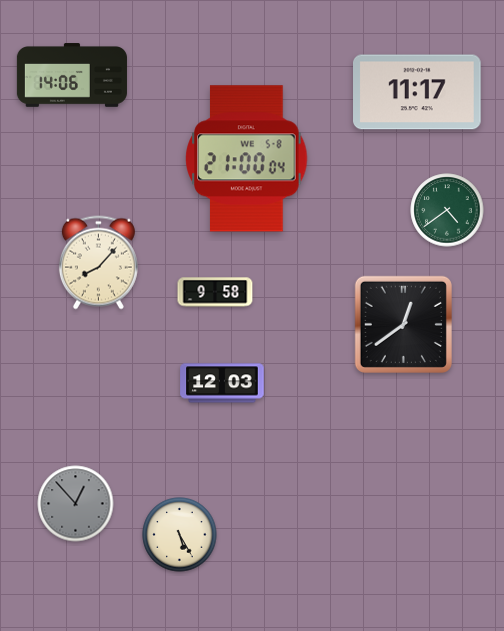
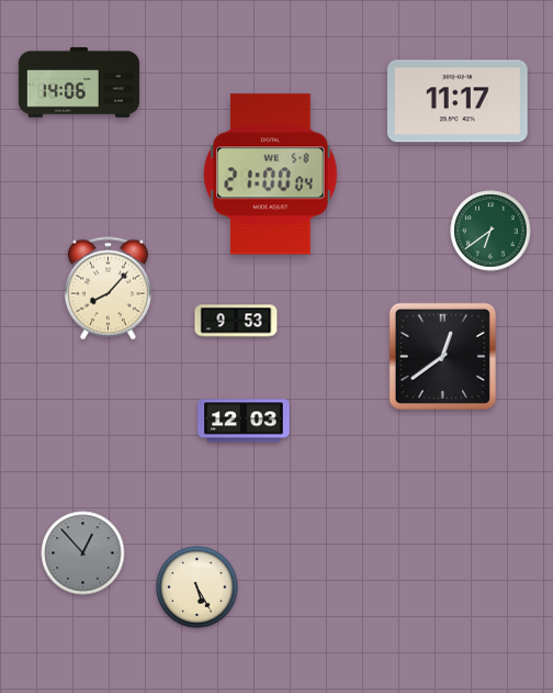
clock at (447, 210): 4:39 -> 6:39
clock at (215, 292): 9:58 -> 9:53
